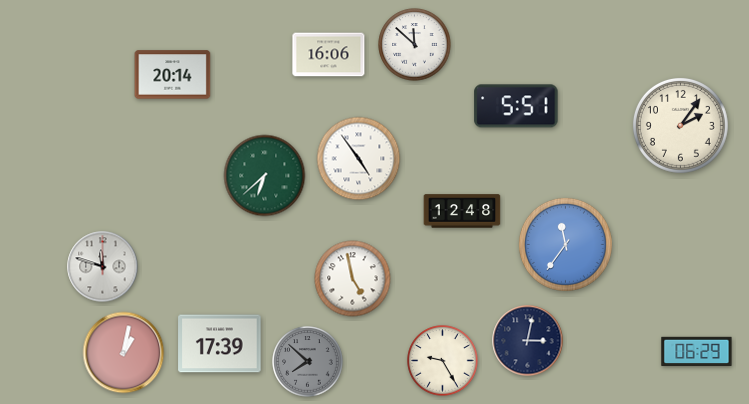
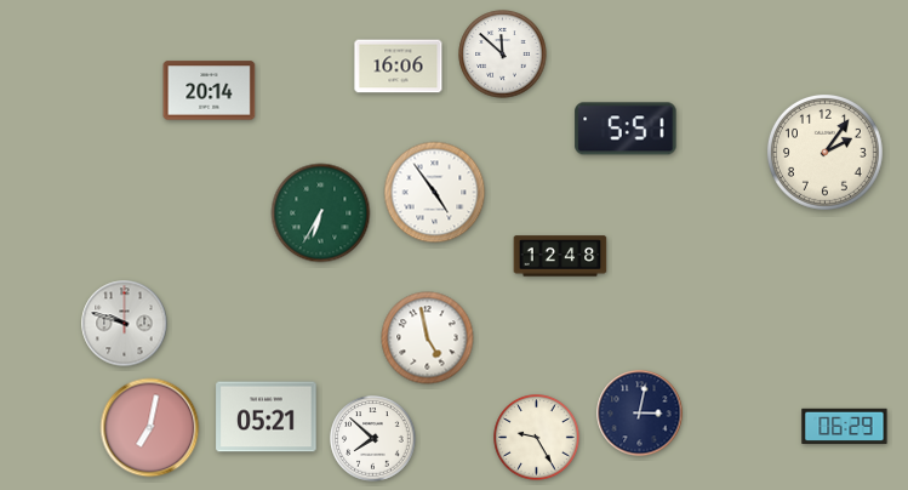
clock at (265, 176): 6:38 -> 6:35
clock at (565, 244): 11:36 -> none
clock at (103, 267): 11:48 -> 9:48
clock at (220, 344): 17:39 -> 05:21
clock at (124, 353): 1:02 -> 7:02
clock at (308, 362) dial: grey -> white
